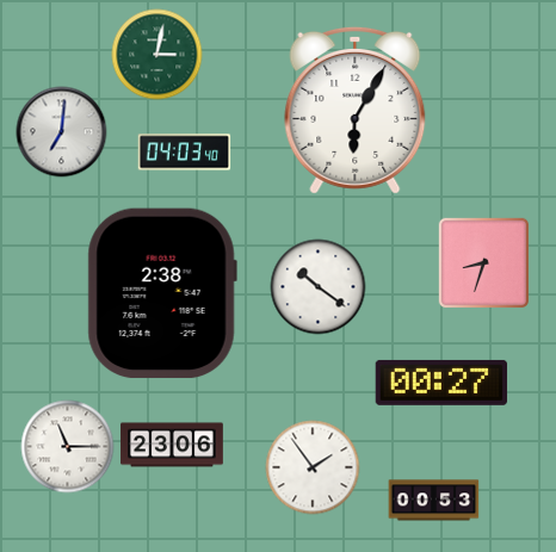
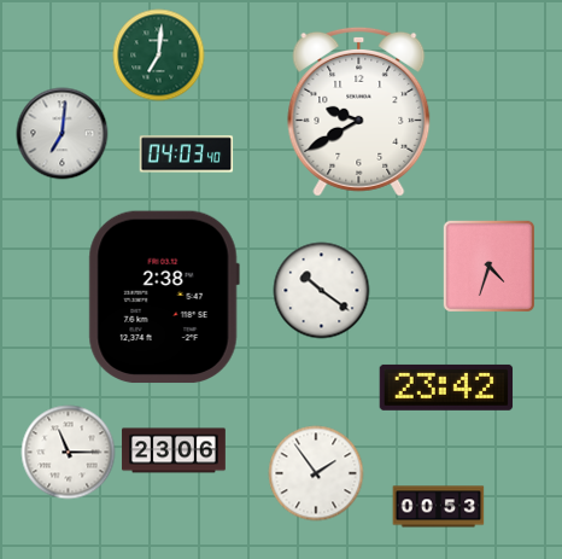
clock at (157, 55): 3:02 -> 7:01
clock at (356, 110): 6:05 -> 9:40
clock at (483, 262): 8:33 -> 4:33
clock at (441, 383): 00:27 -> 23:42
